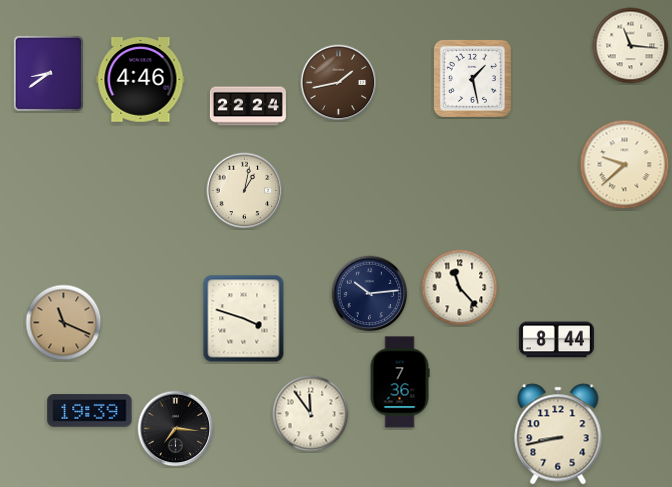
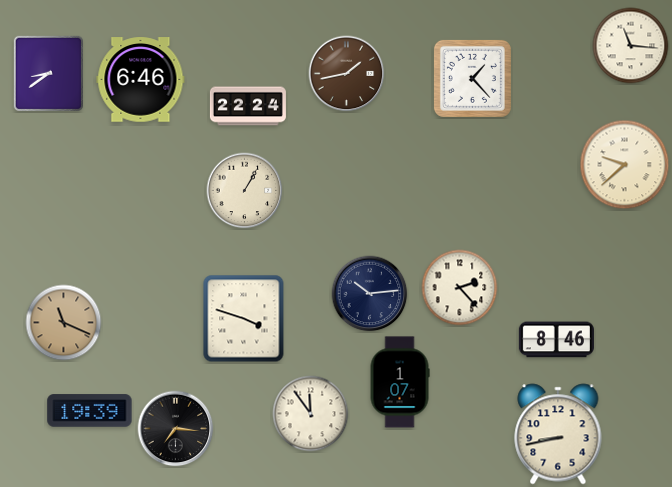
clock at (472, 78): 1:28 -> 1:23
clock at (141, 80): 4:46 -> 6:46
clock at (339, 83) position: (339, 83) -> (347, 74)
clock at (245, 191): 1:02 -> 1:05
clock at (460, 288): 11:23 -> 2:23
clock at (556, 340): 8:44 -> 8:46
clock at (400, 382): 7:36 -> 1:07
